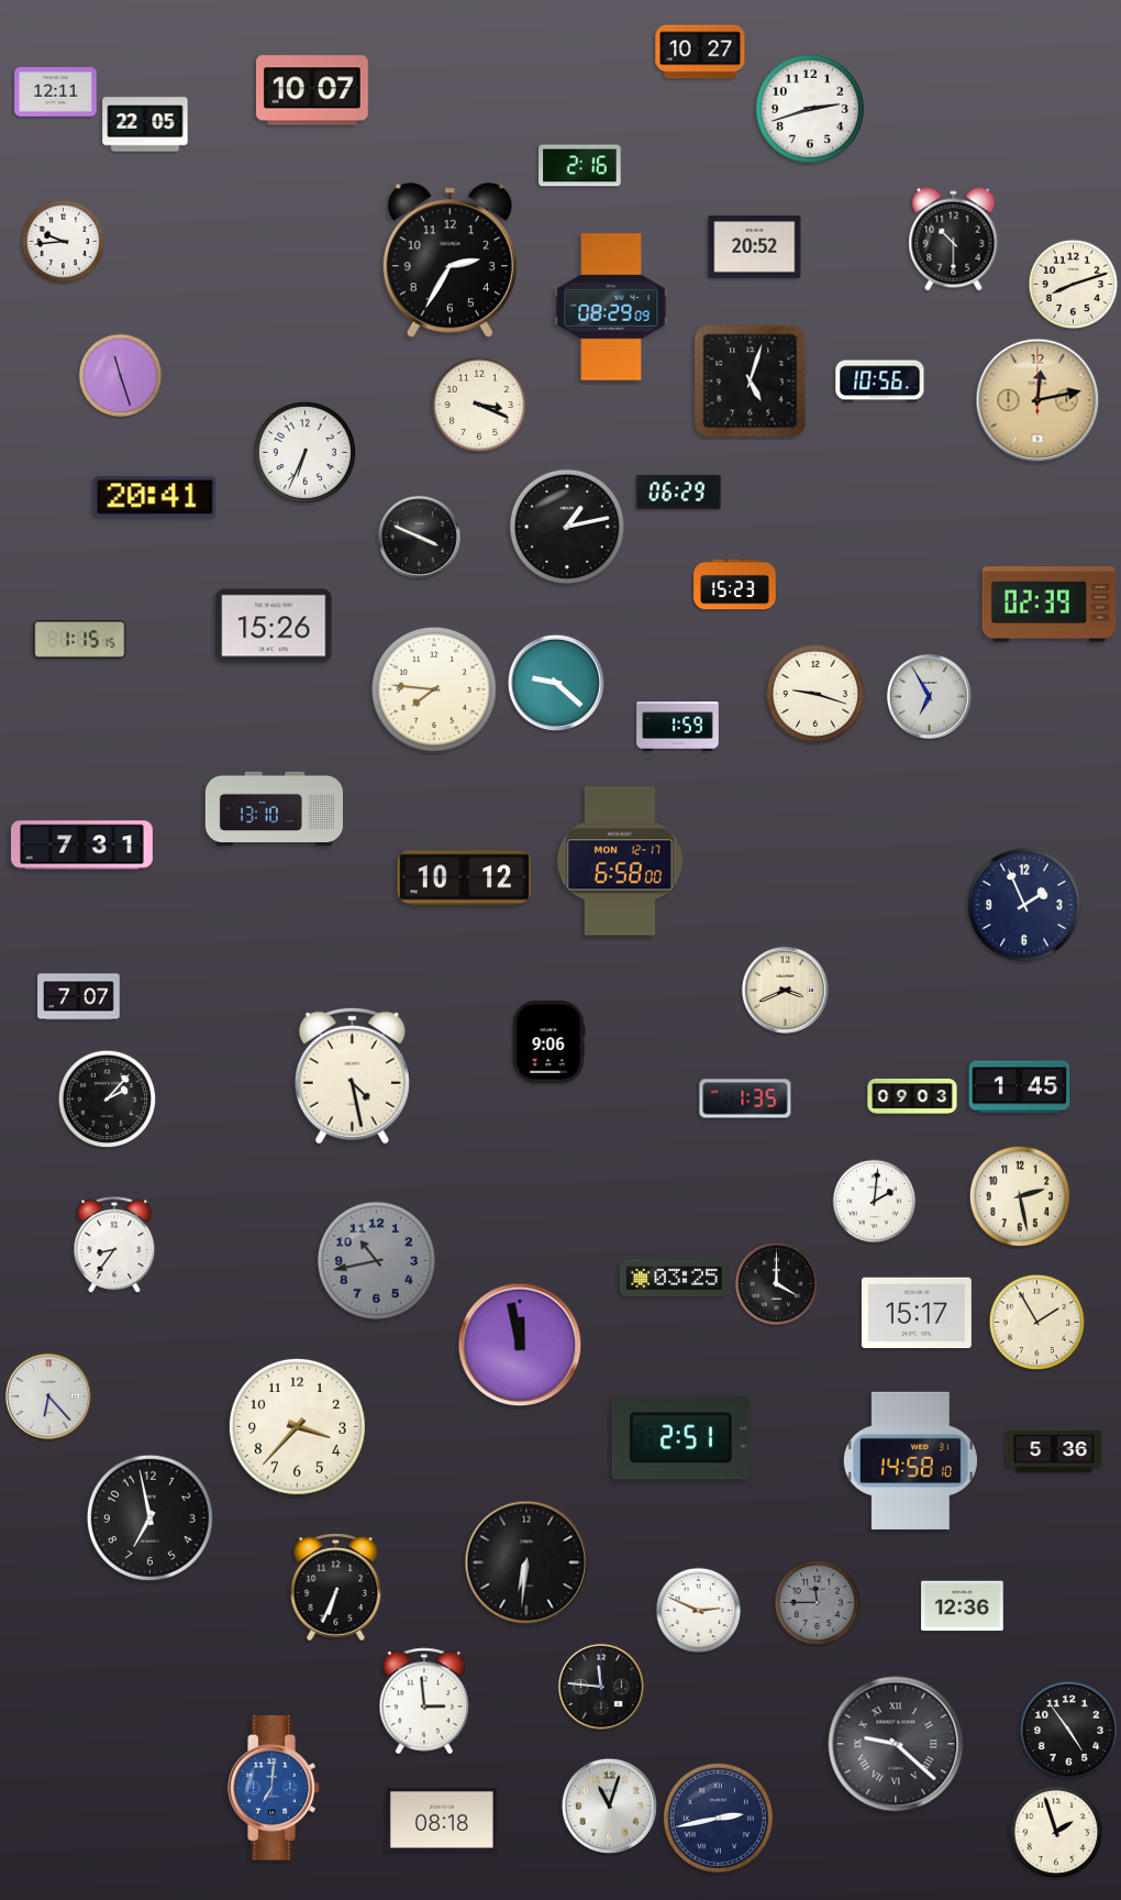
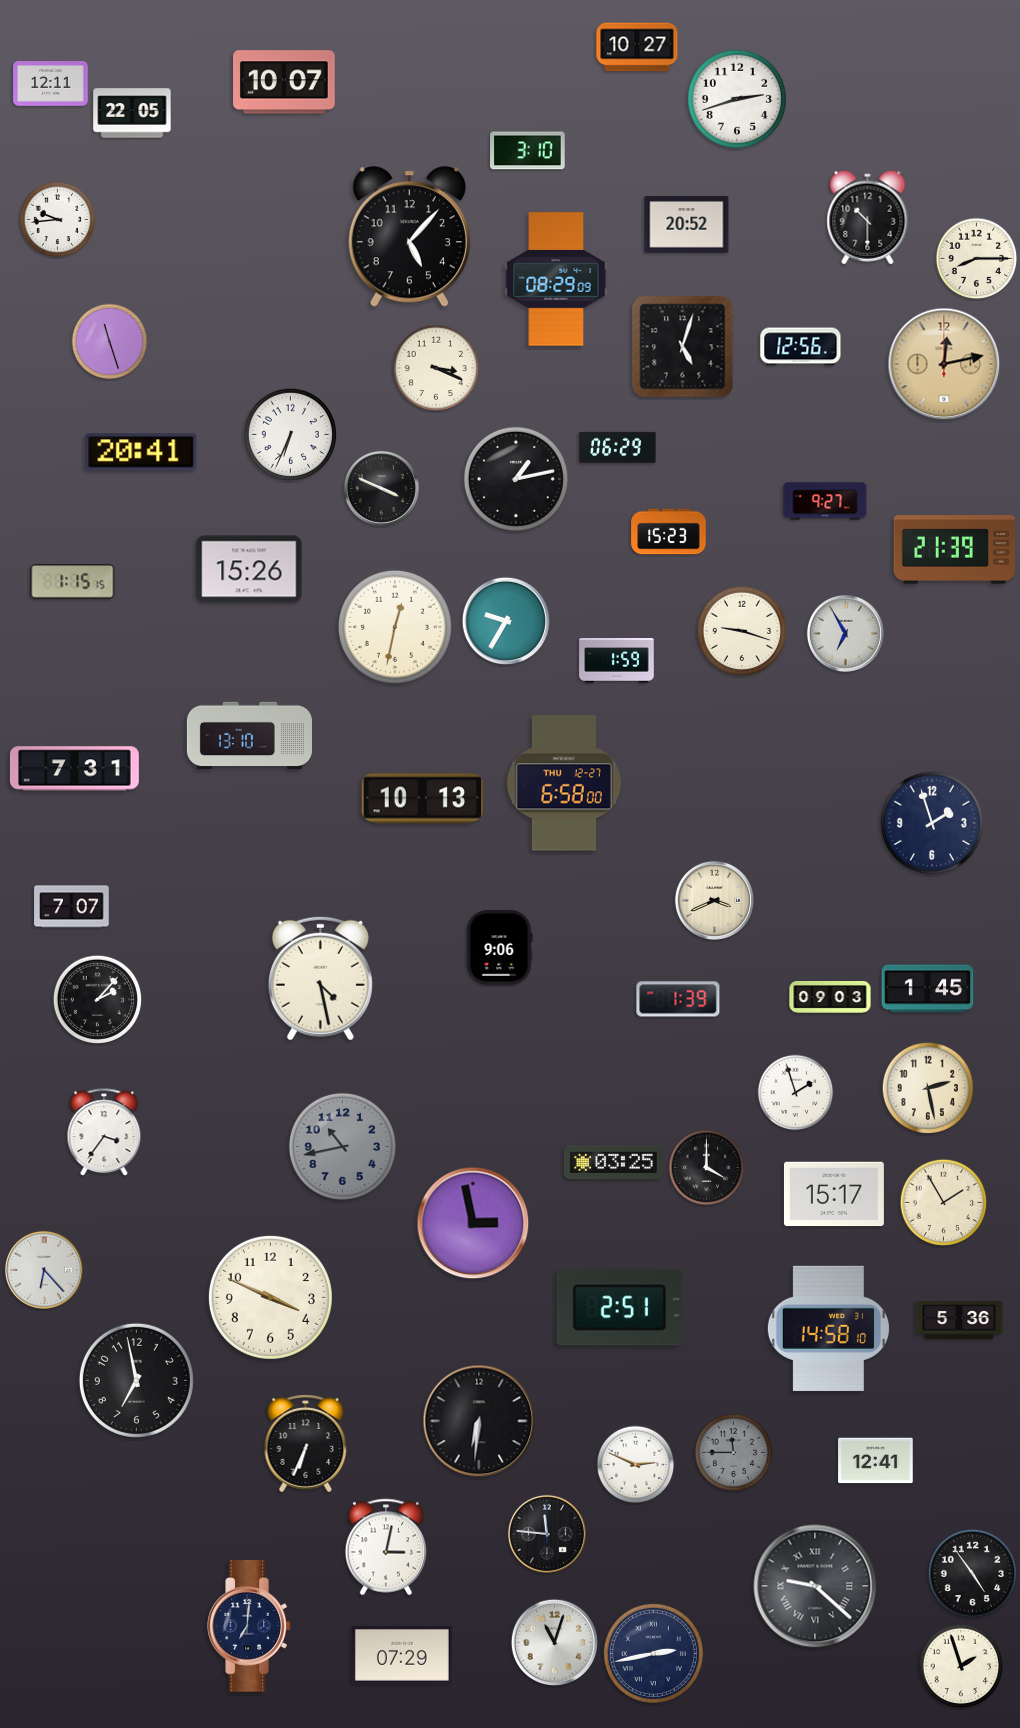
clock at (580, 166): 2:16 -> 3:10
clock at (449, 261): 2:35 -> 5:07
clock at (1074, 285): 8:12 -> 8:15
clock at (880, 382): 10:56 -> 12:56
clock at (304, 452) position: (304, 452) -> (290, 434)
clock at (825, 501): none -> 9:27
clock at (1050, 605): 02:39 -> 21:39
clock at (555, 682): 9:22 -> 9:35
clock at (434, 689): 7:46 -> 12:32
clock at (620, 861) date: MON 12-17 -> THU 12-27
clock at (465, 879): 10:12 -> 10:13
clock at (1024, 905): 1:56 -> 1:57
clock at (745, 1098): 1:35 -> 1:39
clock at (875, 1202): 2:01 -> 1:57
clock at (114, 1246): 8:36 -> 3:36
clock at (520, 1345): 11:58 -> 2:58
clock at (297, 1426): 3:37 -> 3:49
clock at (818, 1603) position: (818, 1603) -> (734, 1453)
clock at (963, 1606): 12:36 -> 12:41
clock at (424, 1701): 2:59 -> 3:02
clock at (274, 1788) dial: blue -> navy
clock at (442, 1820): 08:18 -> 07:29
